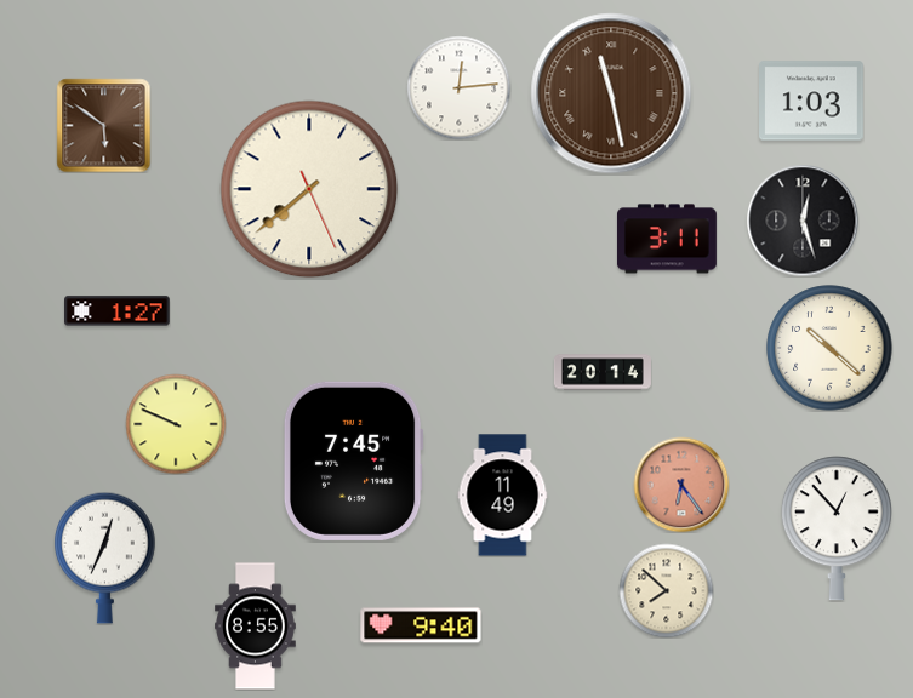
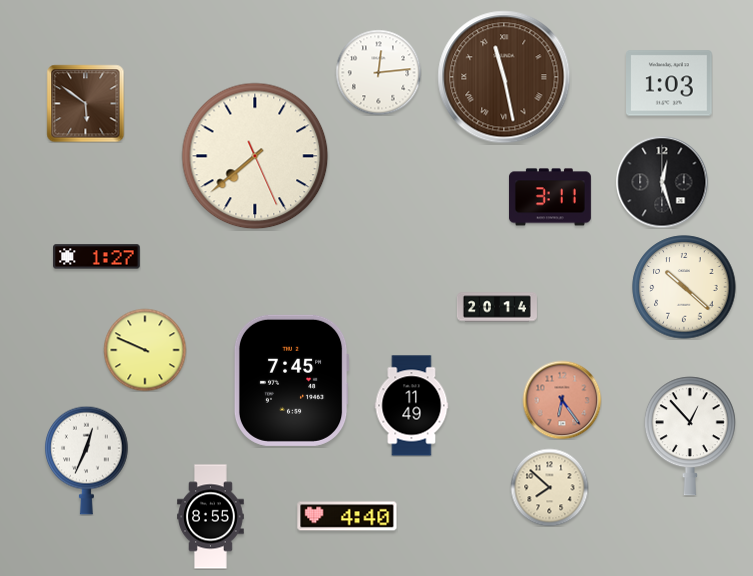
clock at (503, 496) position: (503, 496) -> (412, 406)
clock at (421, 625): 9:40 -> 4:40
